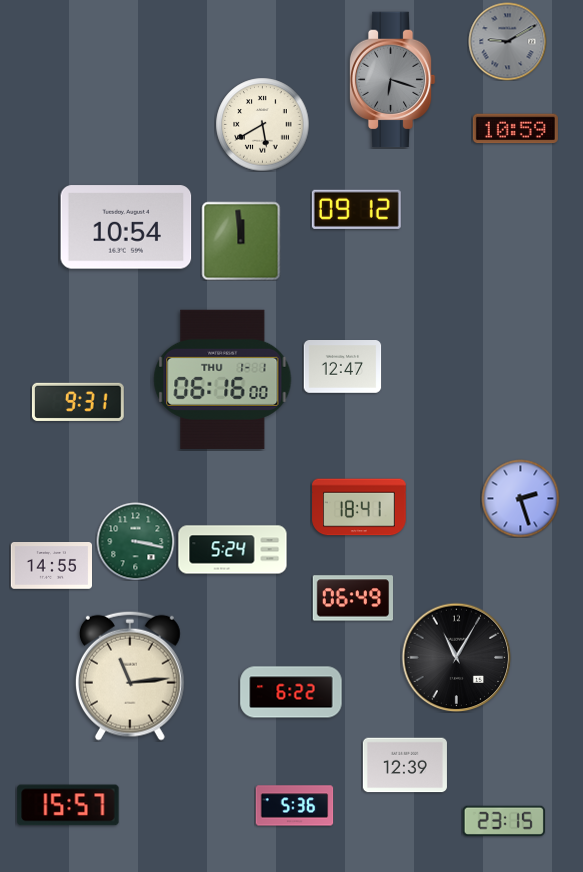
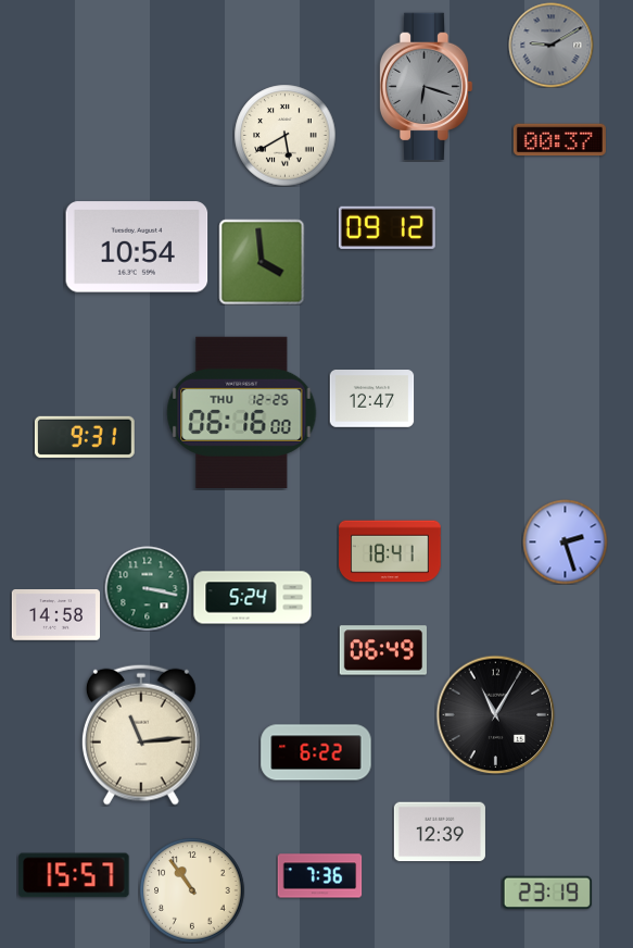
clock at (515, 129): 10:59 -> 00:37
clock at (241, 241): 11:59 -> 3:59
clock at (223, 379) date: THU 1-1 -> THU 12-25
clock at (51, 566): 14:55 -> 14:58
clock at (294, 806): 5:36 -> 7:36
clock at (192, 890): none -> 10:54
clock at (504, 821): 23:15 -> 23:19
